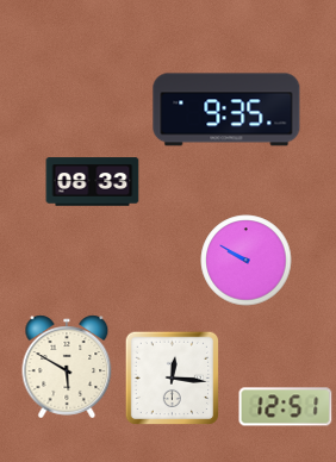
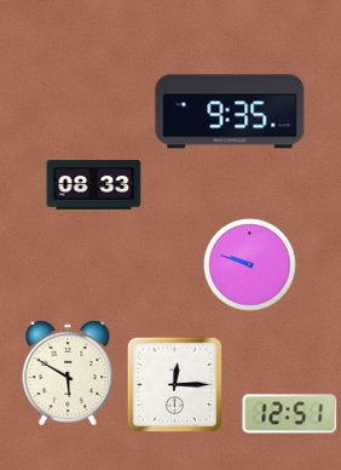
clock at (247, 261): 9:50 -> 9:48
clock at (172, 377): 12:16 -> 12:15
